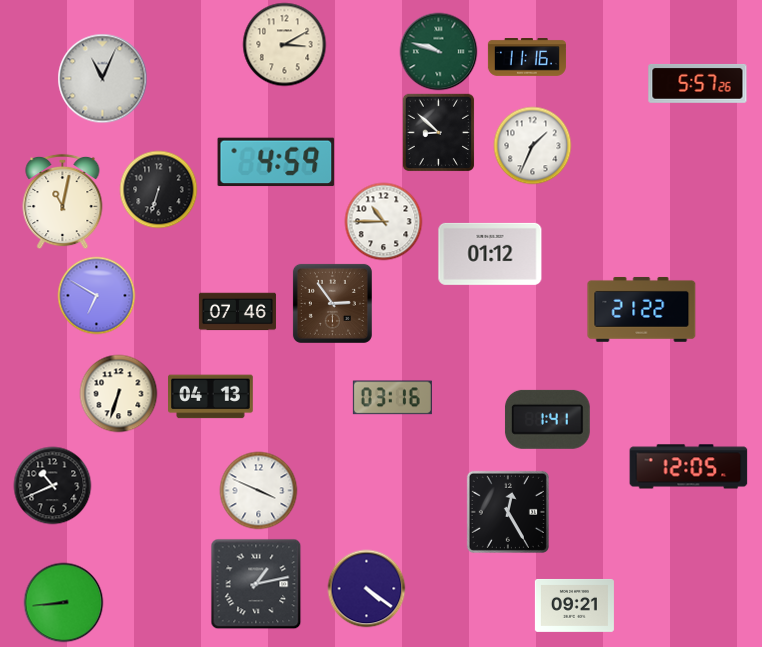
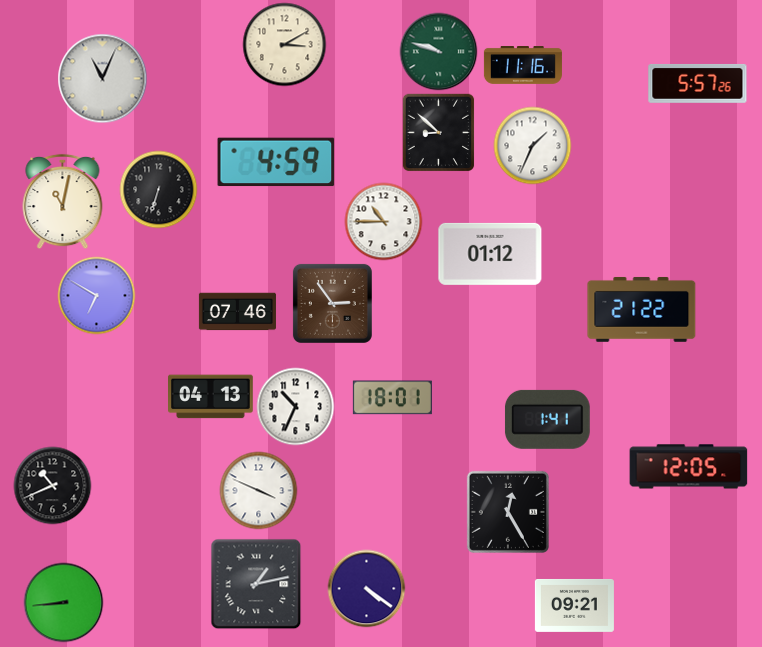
clock at (527, 58) position: (527, 58) -> (523, 66)
clock at (118, 393): 6:33 -> none
clock at (392, 398): 03:16 -> 18:01
clock at (295, 406): none -> 10:34
